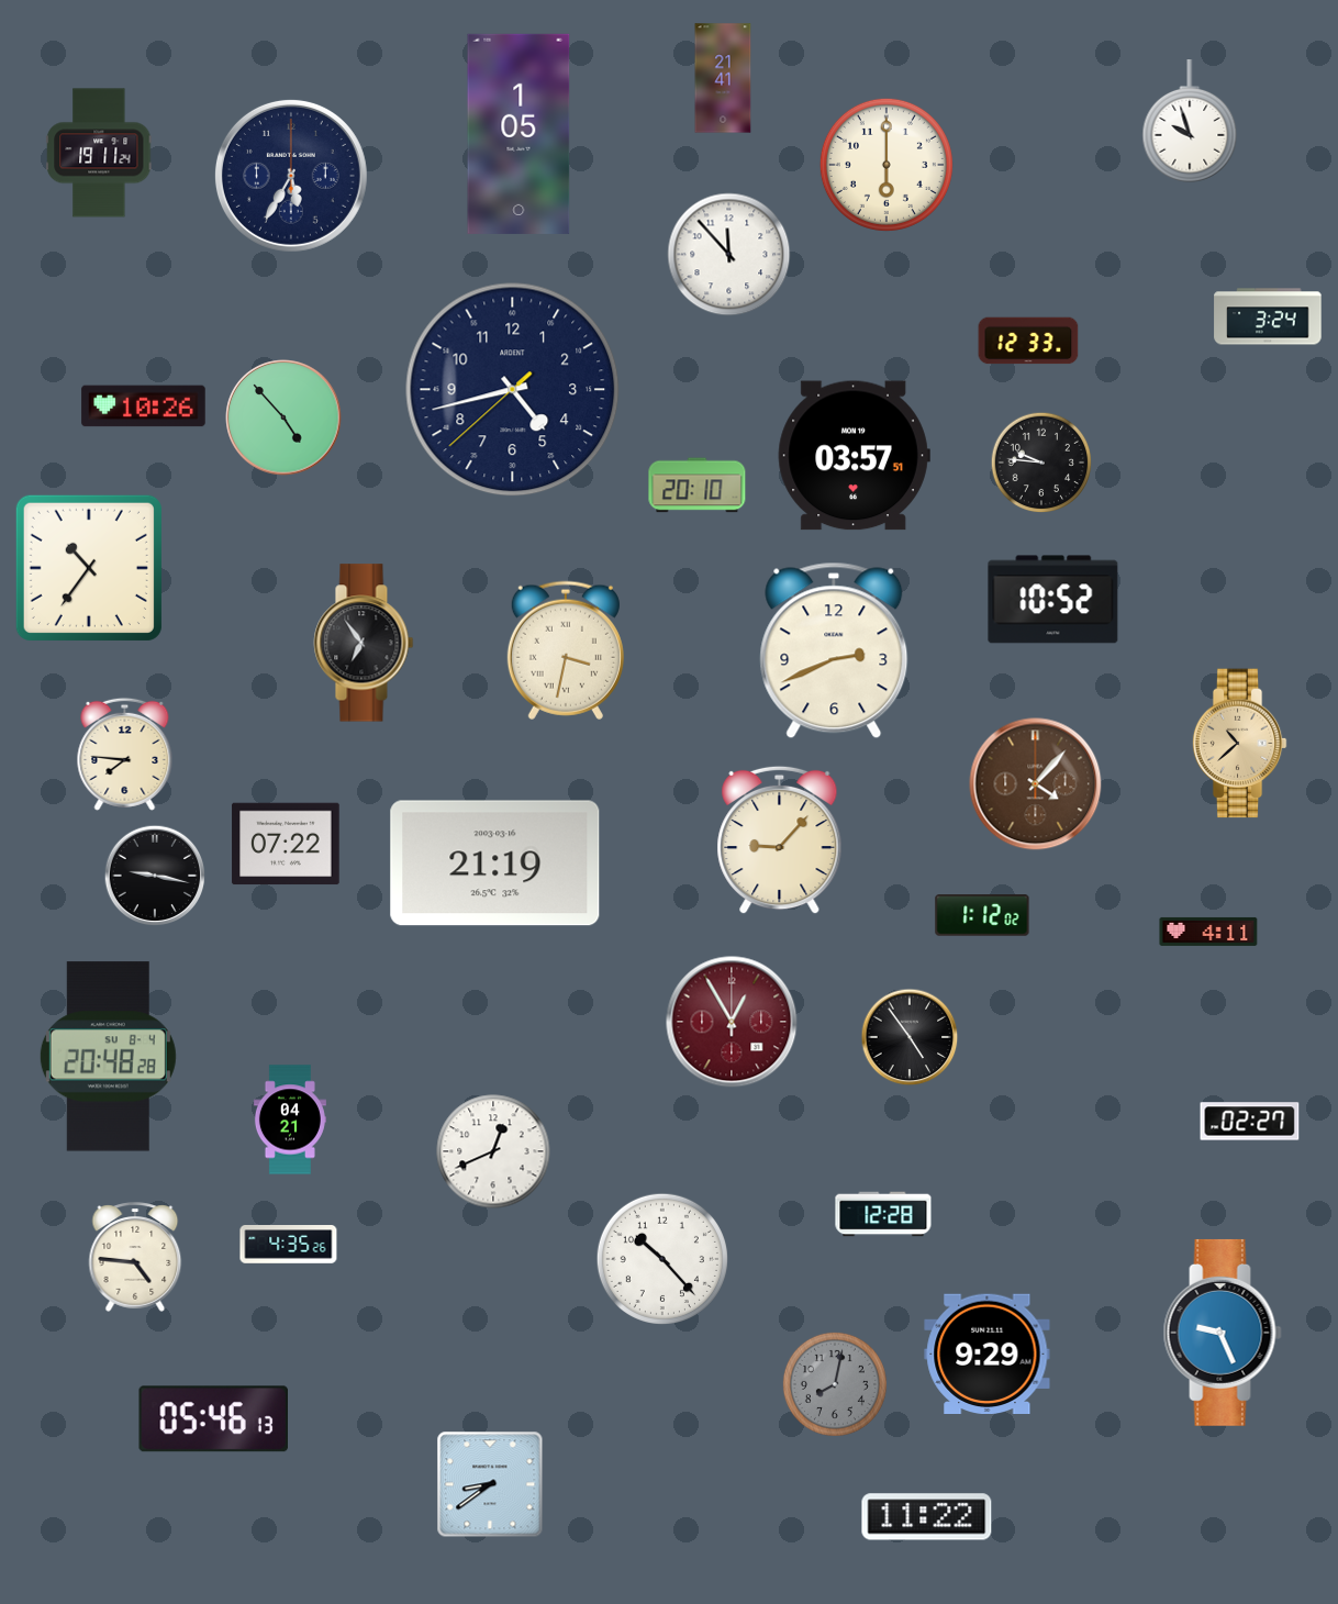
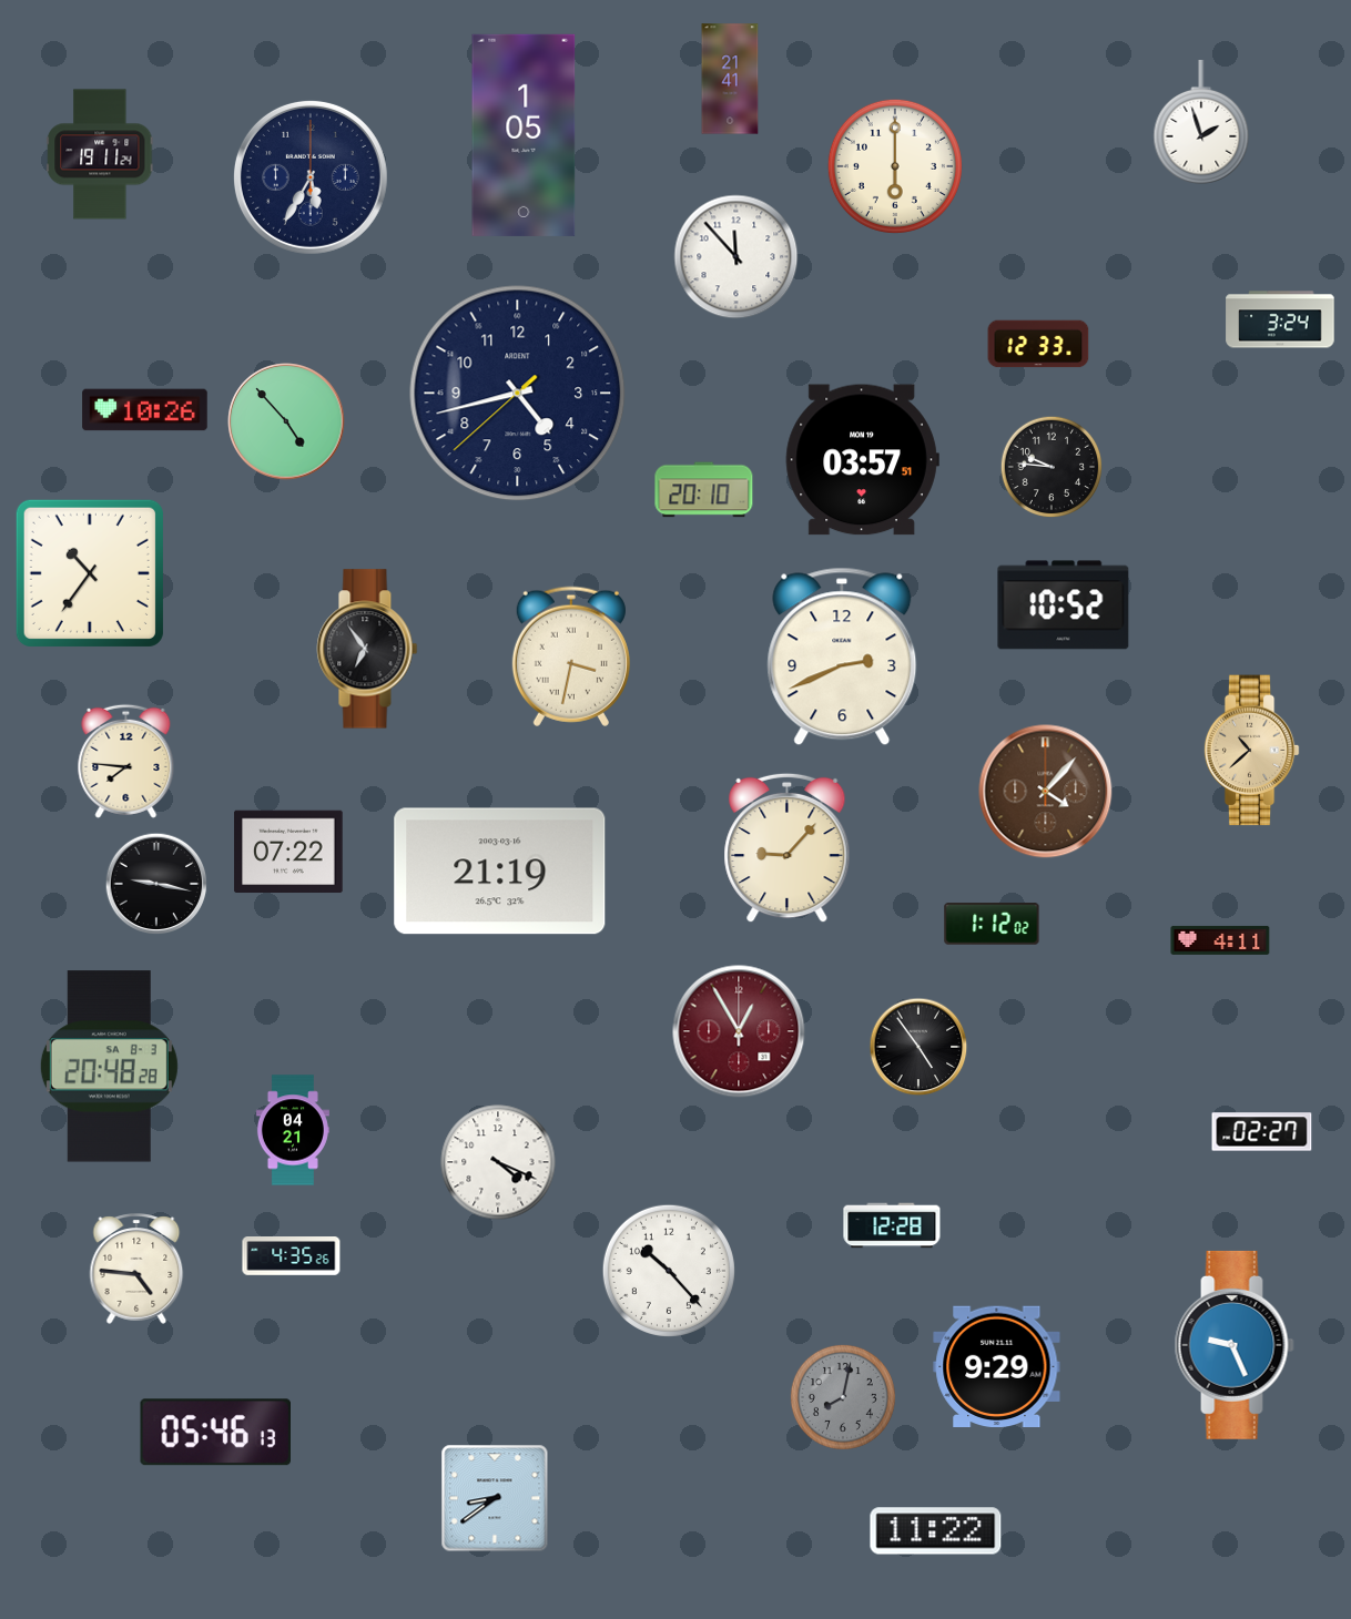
clock at (1190, 122): 9:57 -> 1:57
clock at (291, 176) position: (291, 176) -> (311, 177)
clock at (108, 1057) date: SU 8-4 -> SA 8-3
clock at (493, 1151): 12:41 -> 4:19
